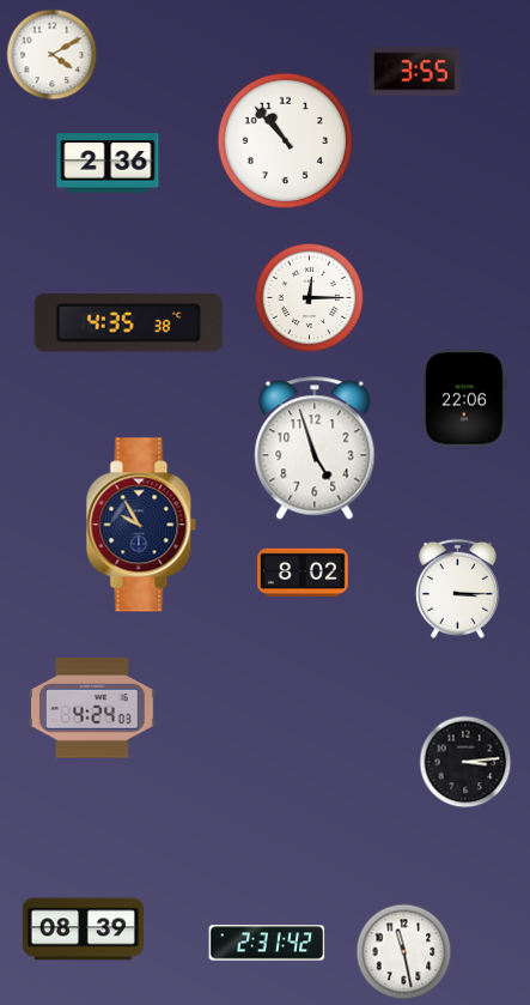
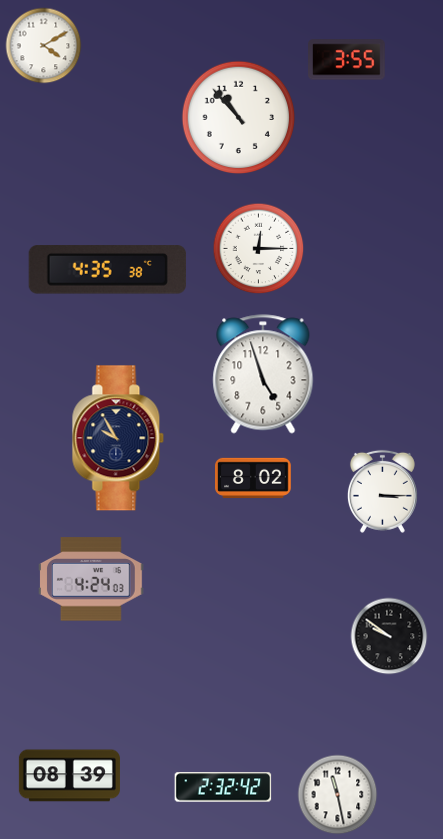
clock at (108, 163): 2:36 -> none
clock at (464, 399): 22:06 -> none
clock at (93, 708) position: (93, 708) -> (92, 579)
clock at (465, 762): 3:14 -> 9:51
clock at (267, 943): 2:31 -> 2:32
